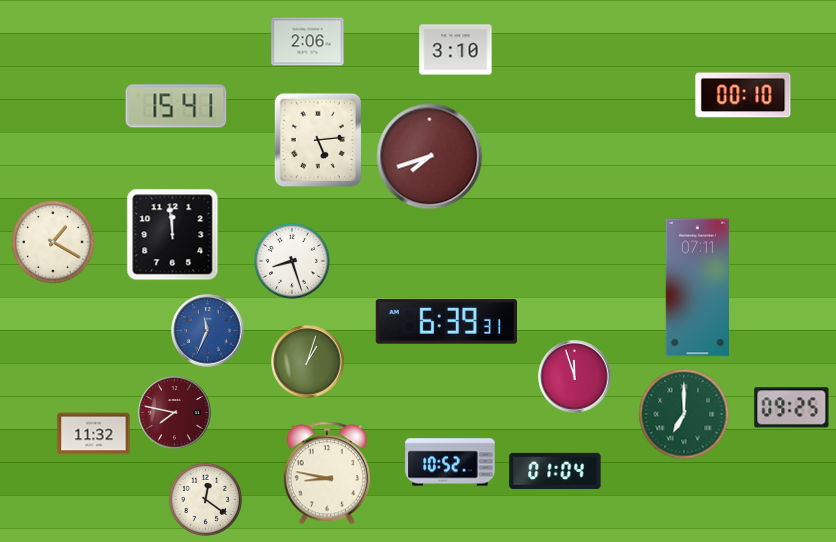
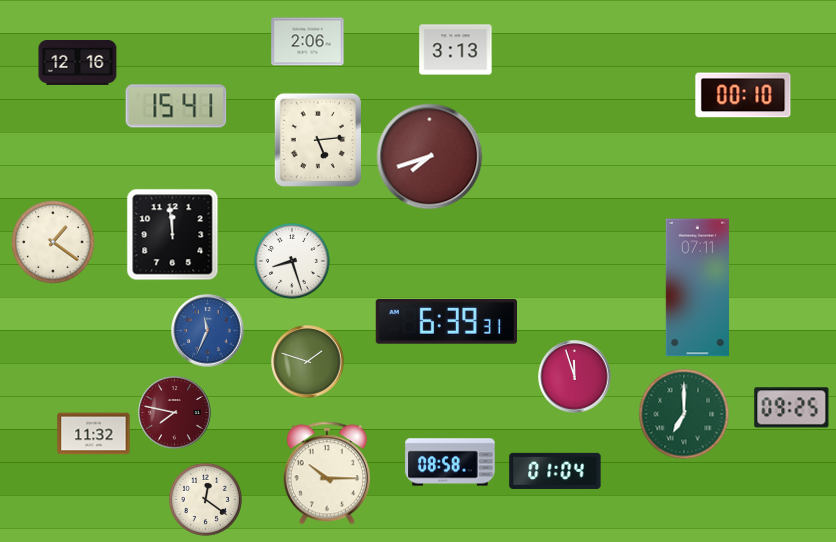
clock at (456, 50): 3:10 -> 3:13
clock at (78, 63): none -> 12:16
clock at (53, 242): 1:20 -> 1:21
clock at (308, 362): 1:03 -> 1:48
clock at (450, 462): 10:52 -> 08:58
clock at (327, 473): 8:47 -> 10:15
